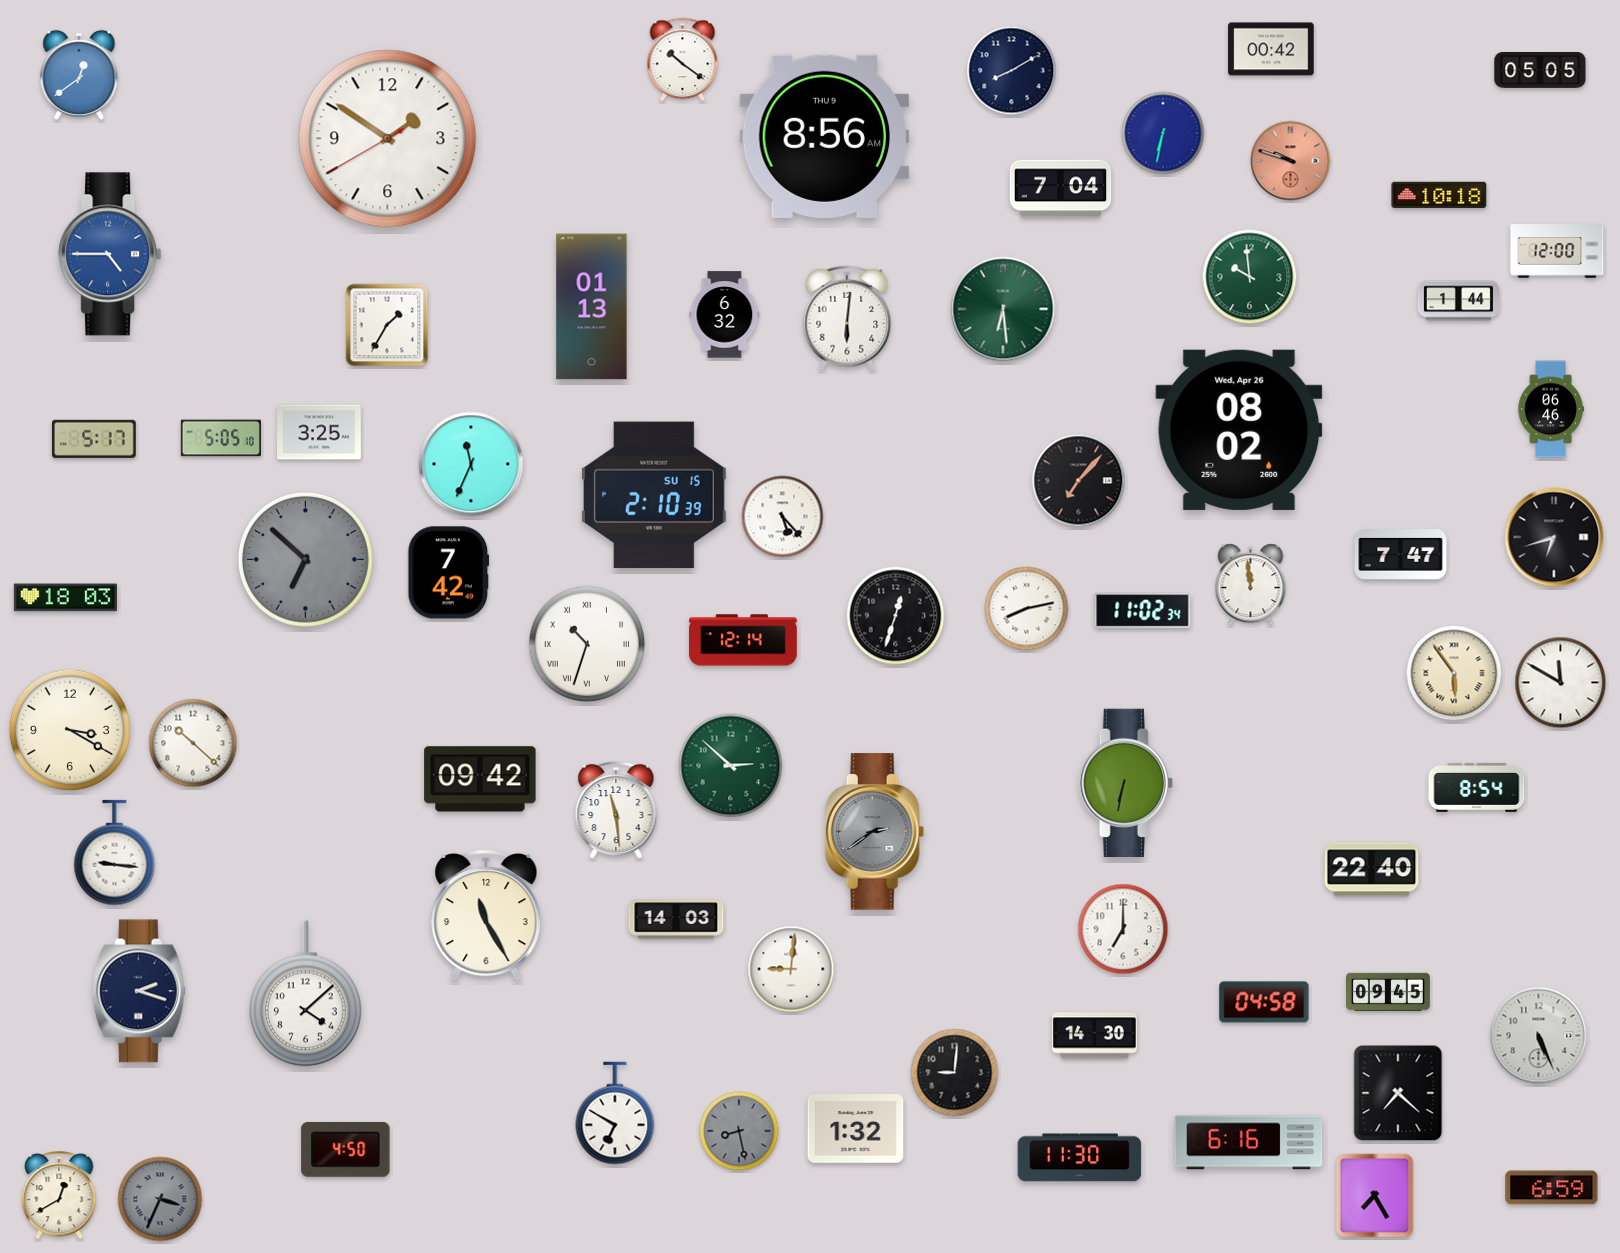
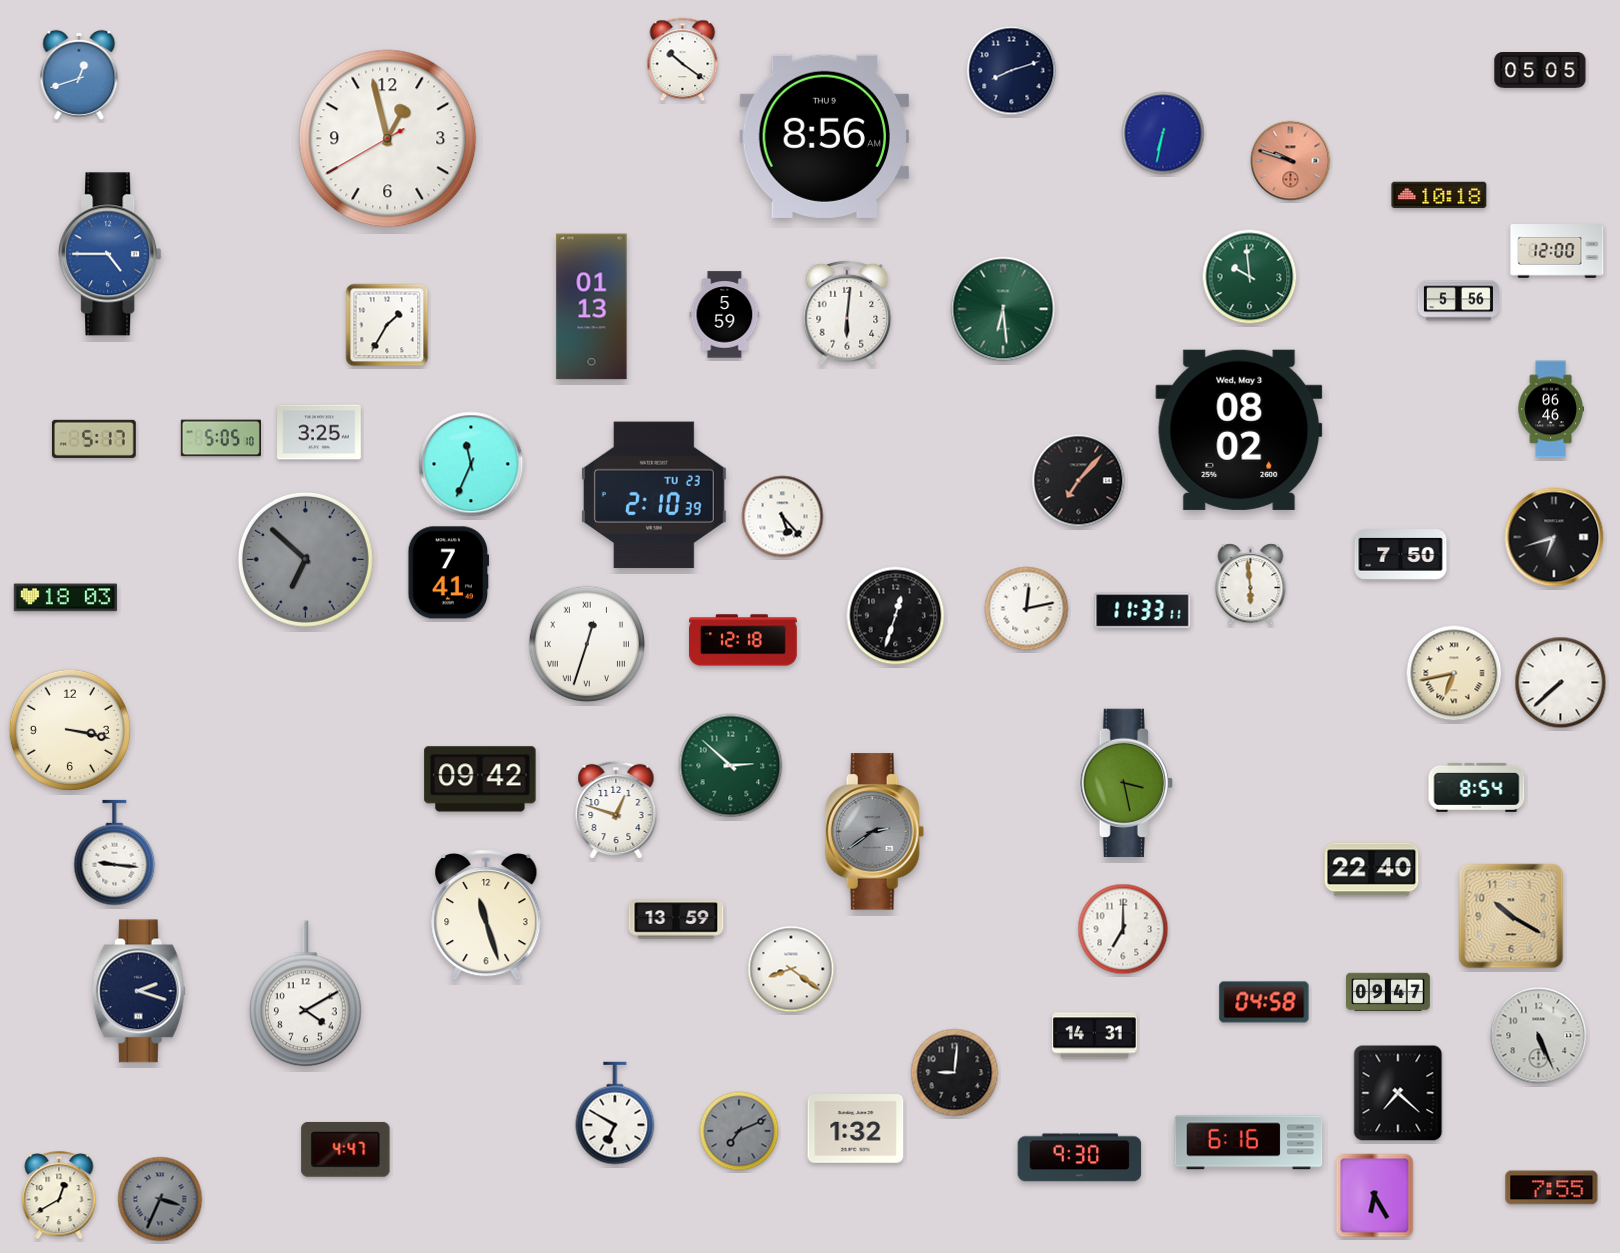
clock at (1271, 49): 00:42 -> none
clock at (1012, 71): 8:10 -> 8:12
clock at (79, 75): 12:39 -> 12:42
clock at (388, 139): 1:50 -> 12:57
clock at (1061, 189): 7:04 -> none
clock at (1458, 301): 1:44 -> 5:56
clock at (725, 315): 6:32 -> 5:59
clock at (847, 318) position: (847, 318) -> (847, 313)
clock at (1239, 430) date: Wed, Apr 26 -> Wed, May 3
clock at (654, 495) date: SU 15 -> TU 23
clock at (1401, 555): 7:47 -> 7:50
clock at (449, 573): 7:42 -> 7:41
clock at (1251, 585): 11:59 -> 5:59
clock at (1027, 609): 8:13 -> 12:13
clock at (1143, 611): 11:02 -> 11:33
clock at (743, 640): 12:14 -> 12:18
clock at (587, 644): 10:33 -> 12:33
clock at (1454, 673): 5:54 -> 6:43
clock at (1561, 683): 11:50 -> 7:38
clock at (70, 730): 3:20 -> 3:17
clock at (193, 743): 10:22 -> none
clock at (1126, 782): 6:32 -> 3:28
clock at (616, 810): 11:29 -> 12:48
clock at (486, 915): 11:25 -> 11:27
clock at (1511, 916): none -> 10:20
clock at (676, 919): 14:03 -> 13:59
clock at (791, 969): 9:01 -> 8:21
clock at (1388, 992): 09:45 -> 09:47
clock at (306, 994): 4:08 -> 4:10
clock at (1095, 1036): 14:30 -> 14:31
clock at (739, 1131): 8:28 -> 7:11
clock at (346, 1149): 4:50 -> 4:47
clock at (1080, 1158): 11:30 -> 9:30
clock at (1552, 1188): 6:59 -> 7:55
clock at (1375, 1196): 7:25 -> 6:25
